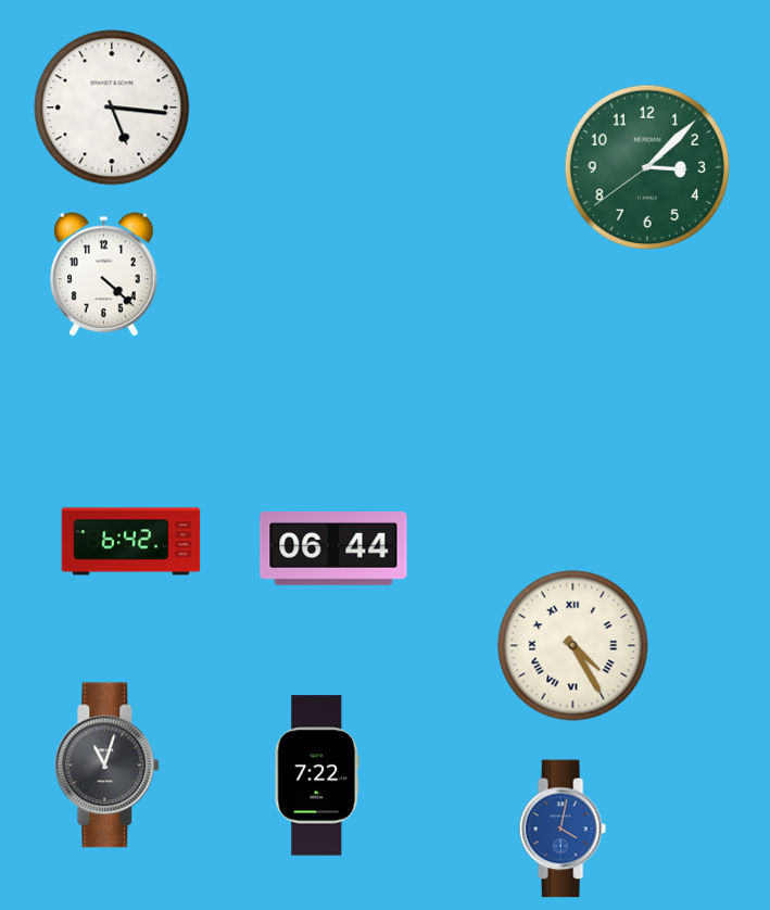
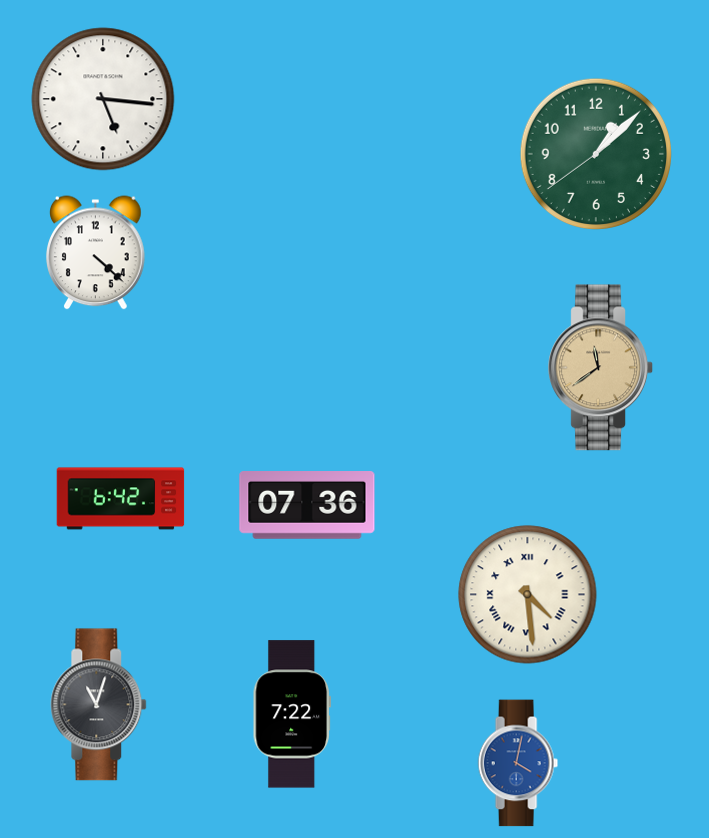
clock at (646, 166): 3:07 -> 1:07
clock at (600, 368): none -> 11:39
clock at (333, 549): 06:44 -> 07:36
clock at (573, 646): 4:25 -> 4:29
